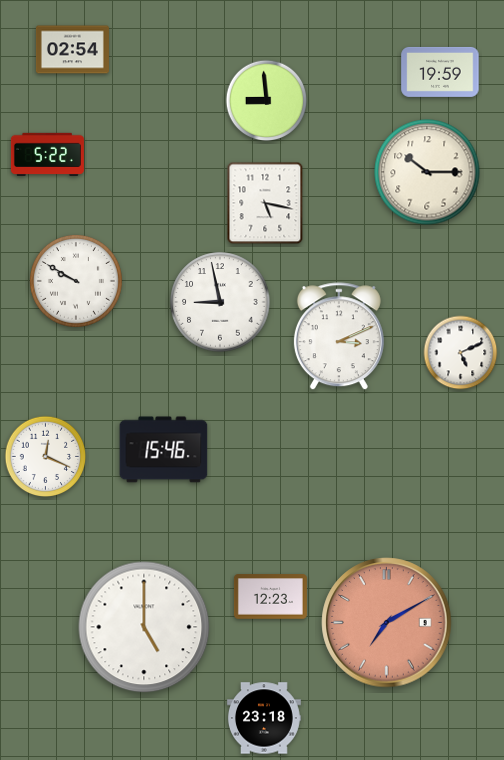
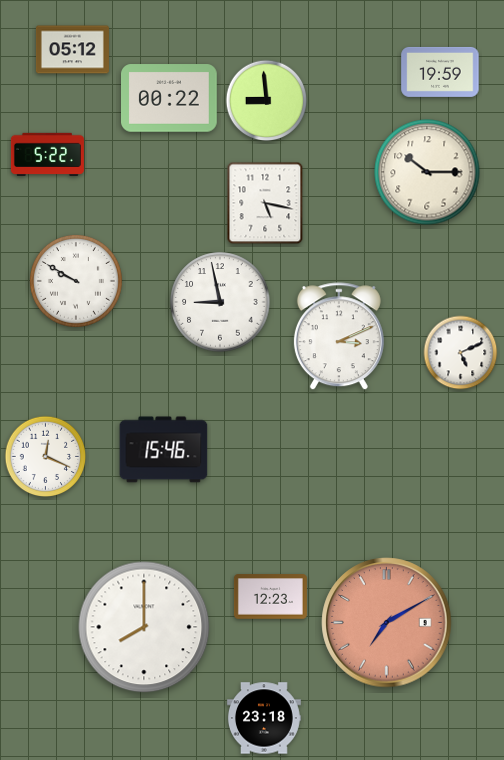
clock at (72, 50): 02:54 -> 05:12
clock at (170, 98): none -> 00:22
clock at (144, 627): 5:00 -> 8:00
